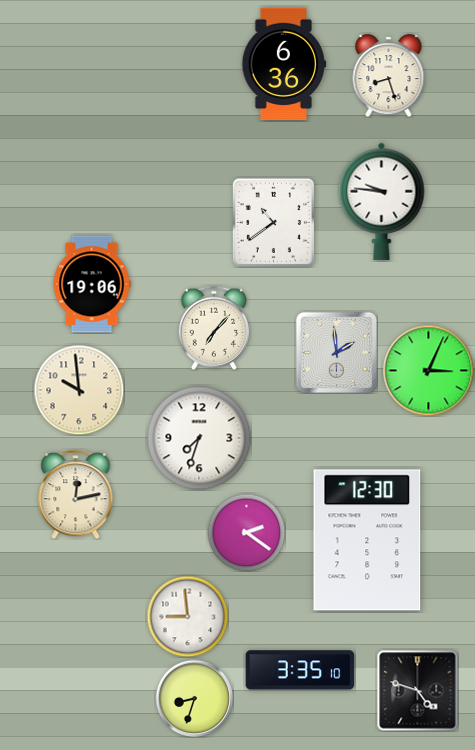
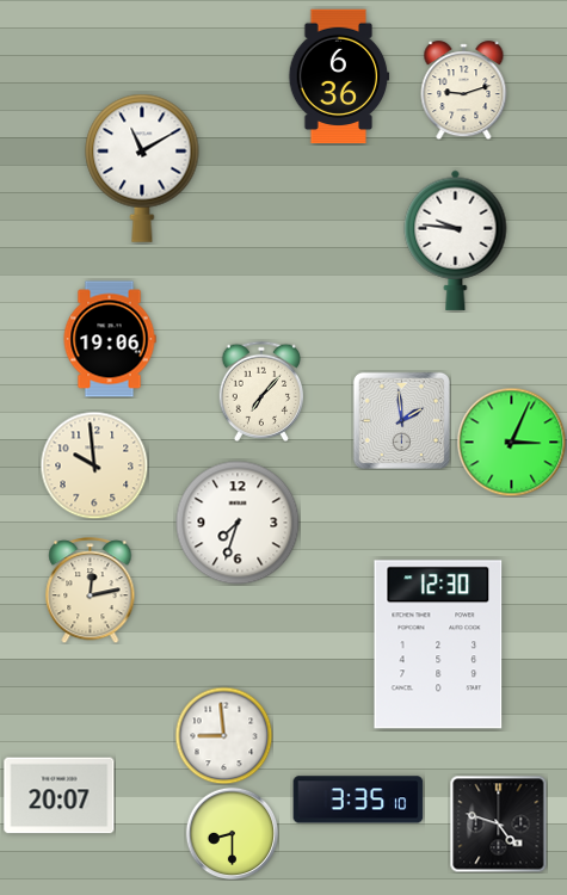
clock at (389, 76): 8:27 -> 9:12
clock at (142, 168): none -> 11:10
clock at (273, 222): 10:39 -> none
clock at (213, 328) position: (213, 328) -> (260, 391)
clock at (246, 532): 2:21 -> none
clock at (60, 796): none -> 20:07
clock at (194, 698): 8:33 -> 8:30
